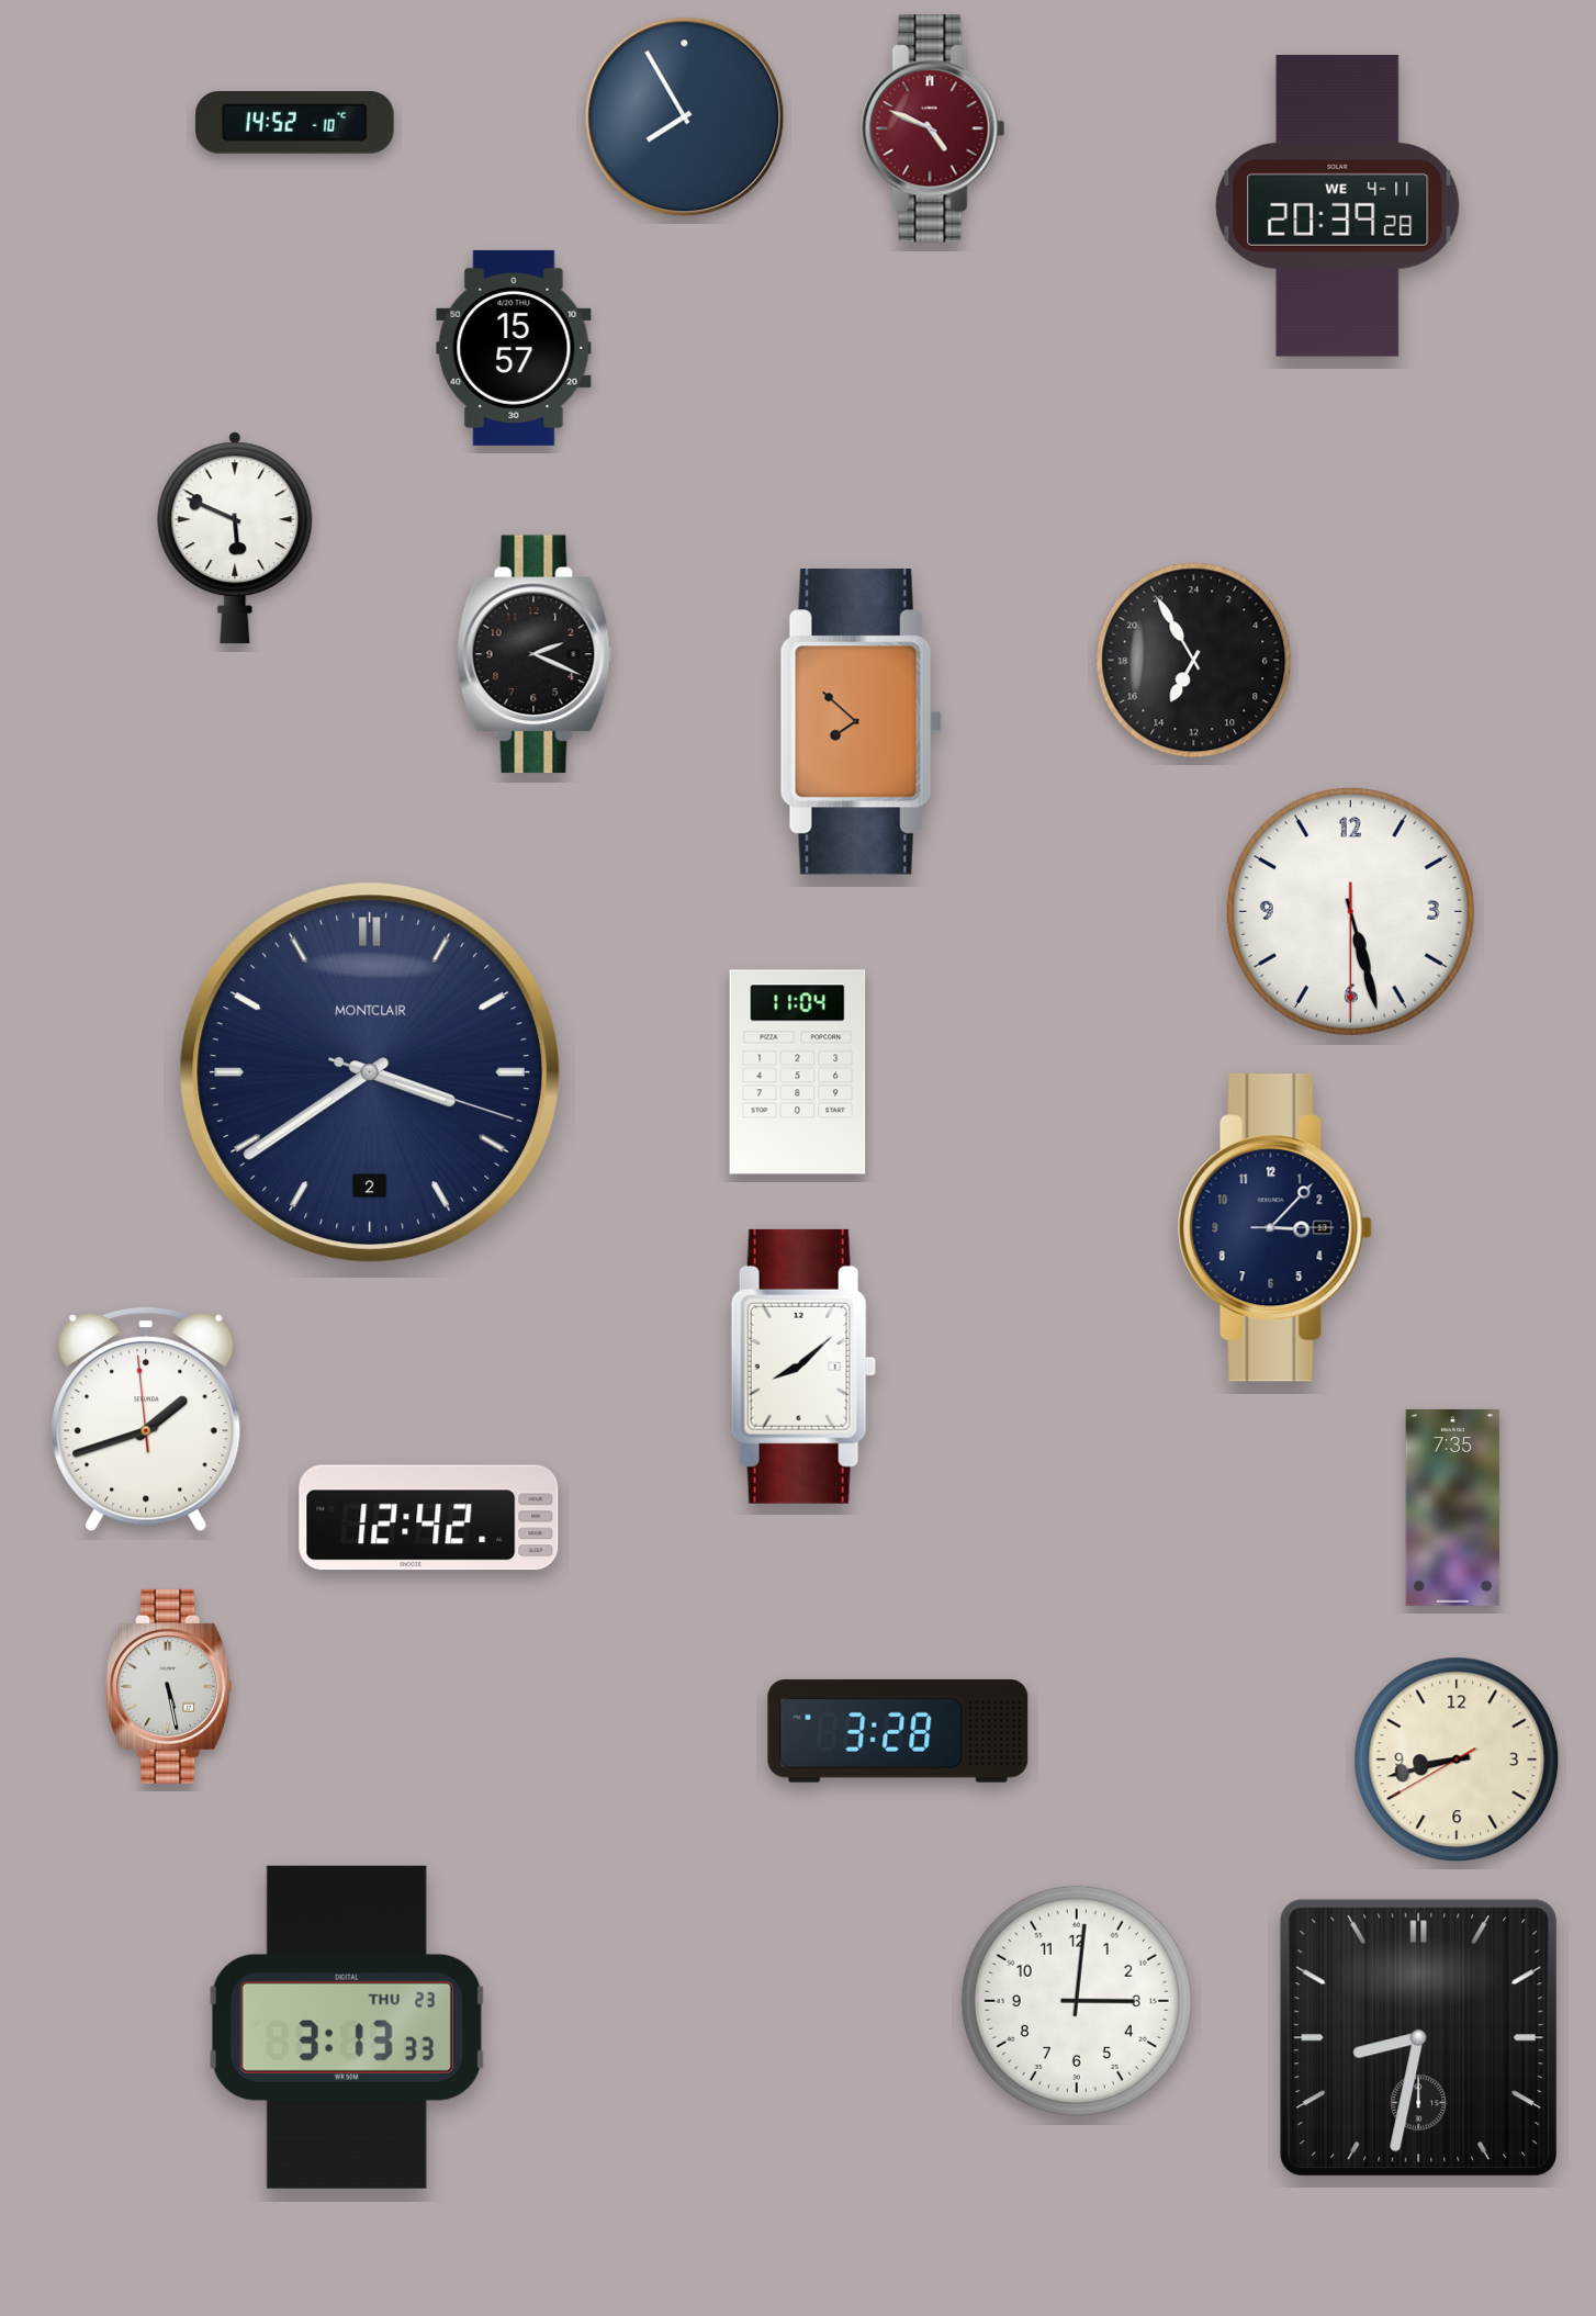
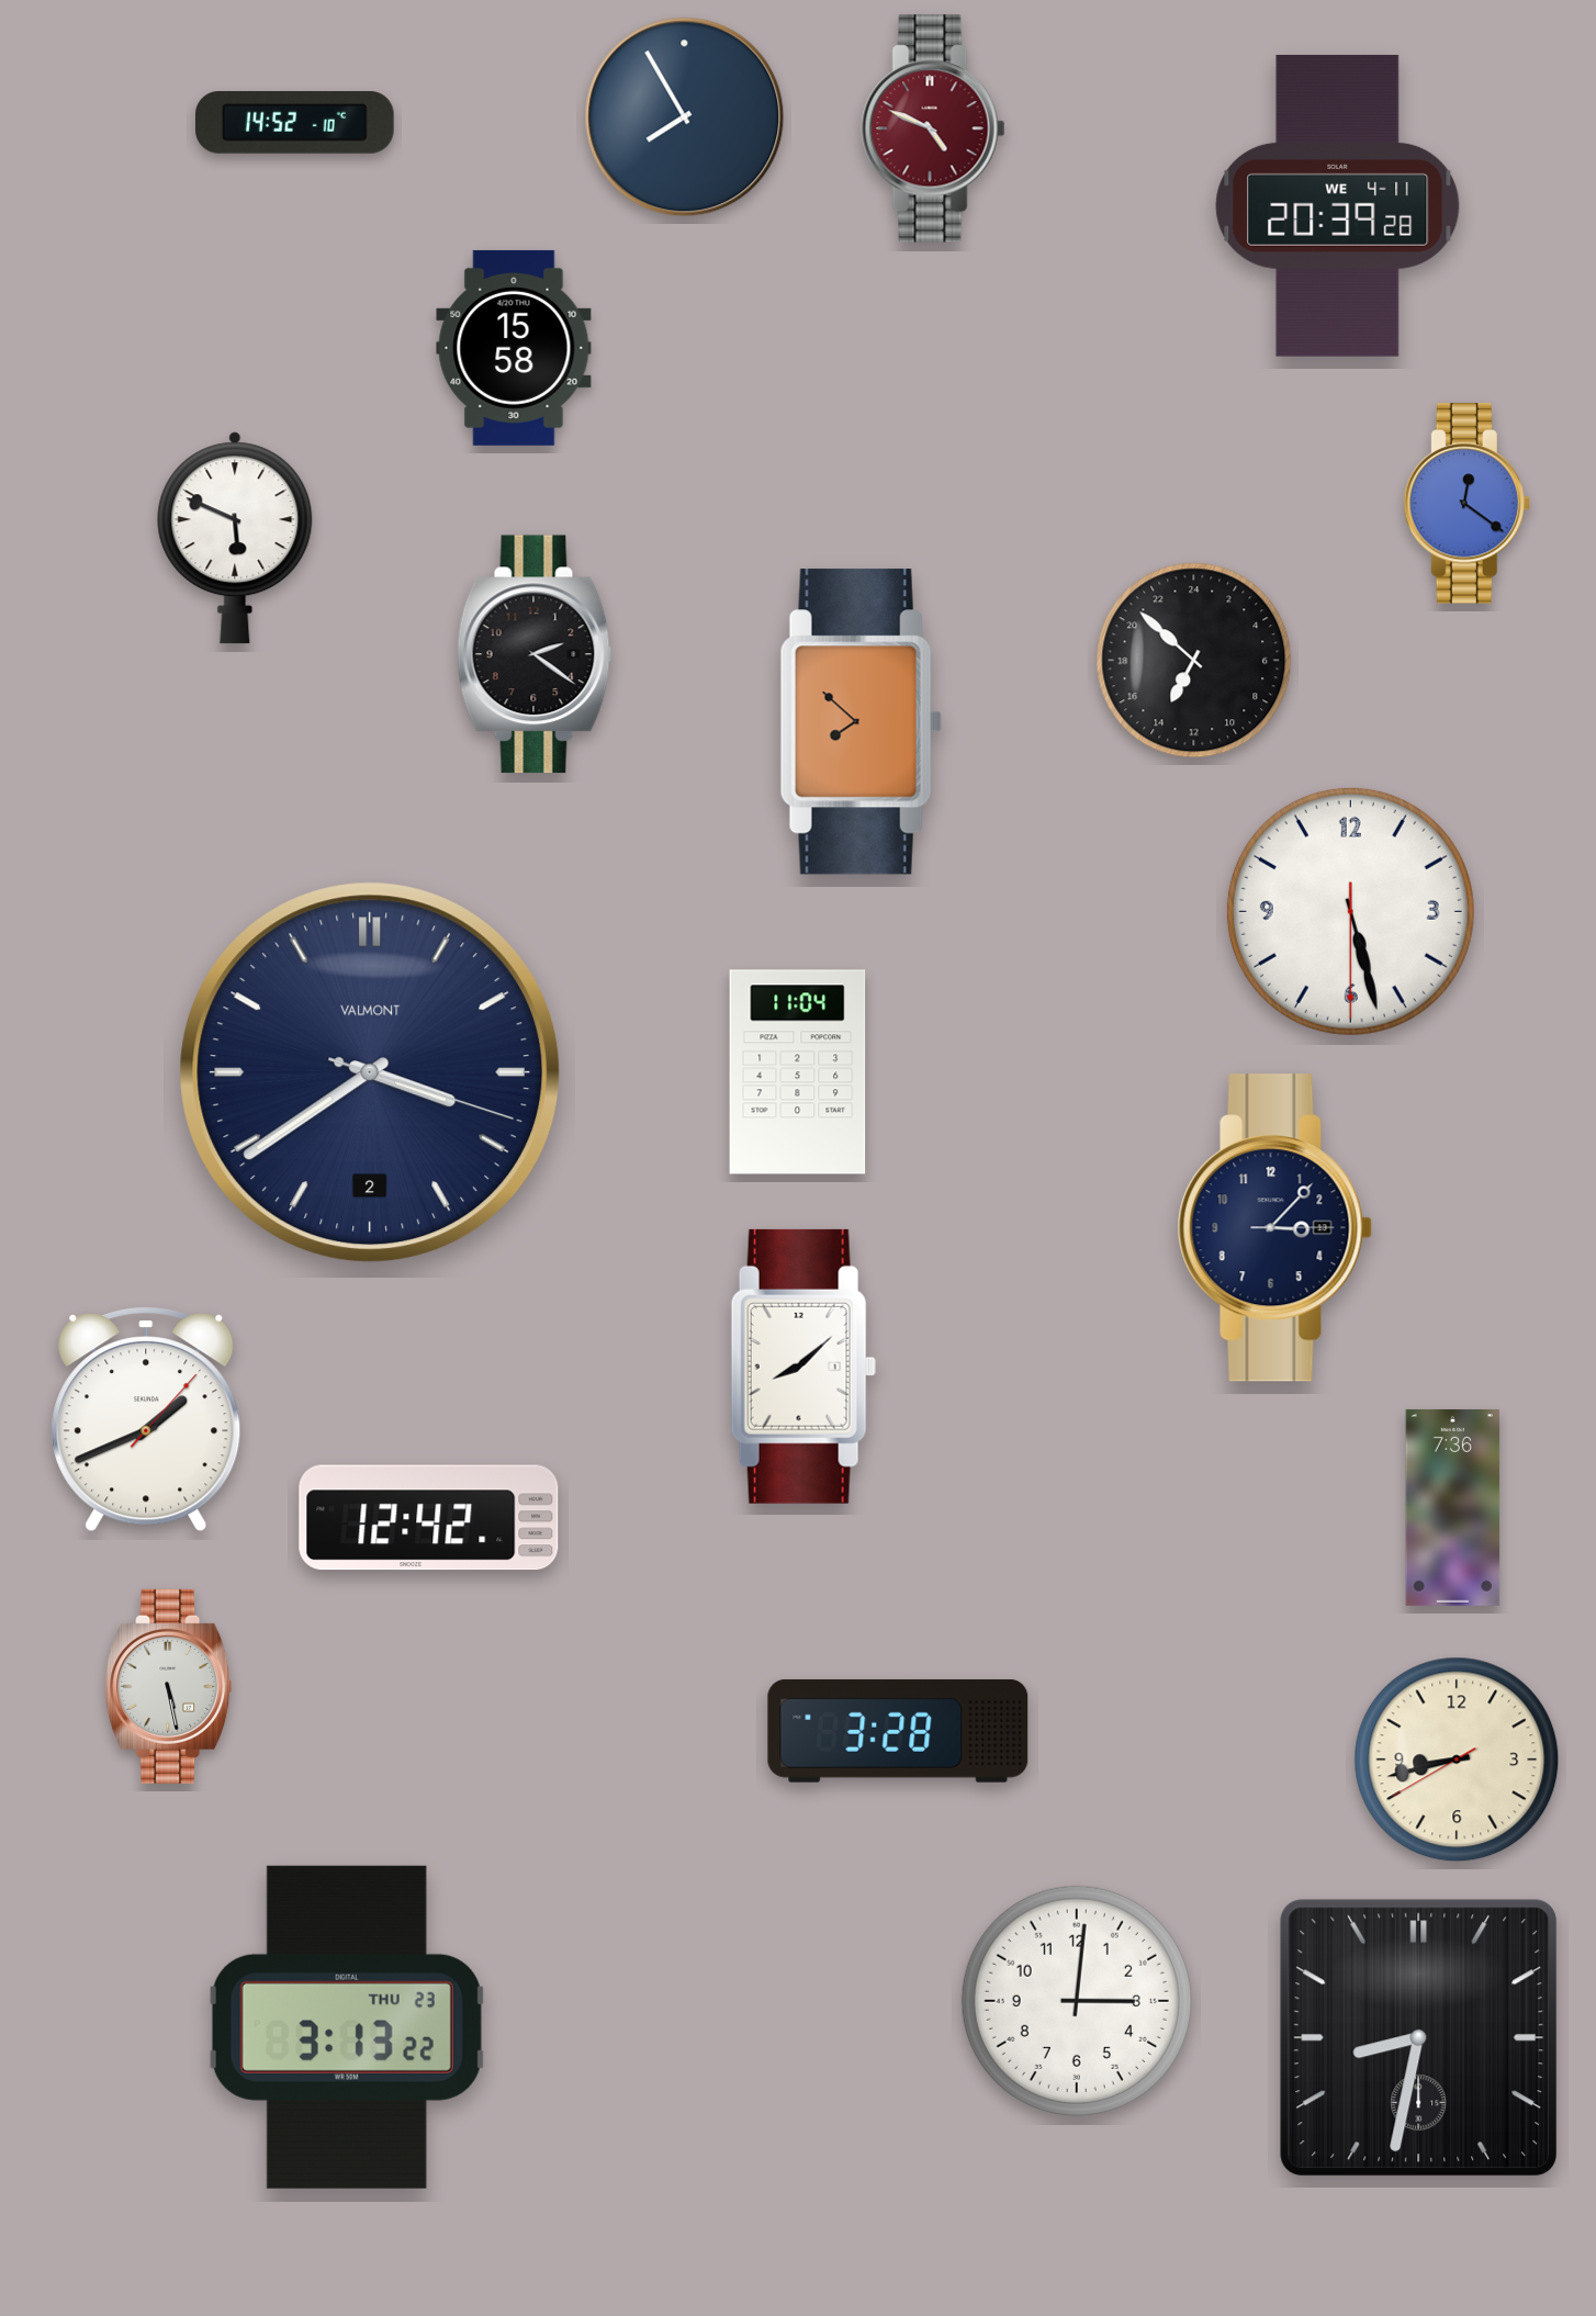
clock at (514, 348): 15:57 -> 15:58
clock at (1466, 504): none -> 12:21
clock at (535, 654): 2:19 -> 2:21
clock at (1194, 661): 13:55 -> 13:52
clock at (370, 1072) brand: MONTCLAIR -> VALMONT
clock at (146, 1419): 1:41:59 -> 1:41:07
clock at (1453, 1507): 7:35 -> 7:36
clock at (347, 2027): 3:13:33 -> 3:13:22
